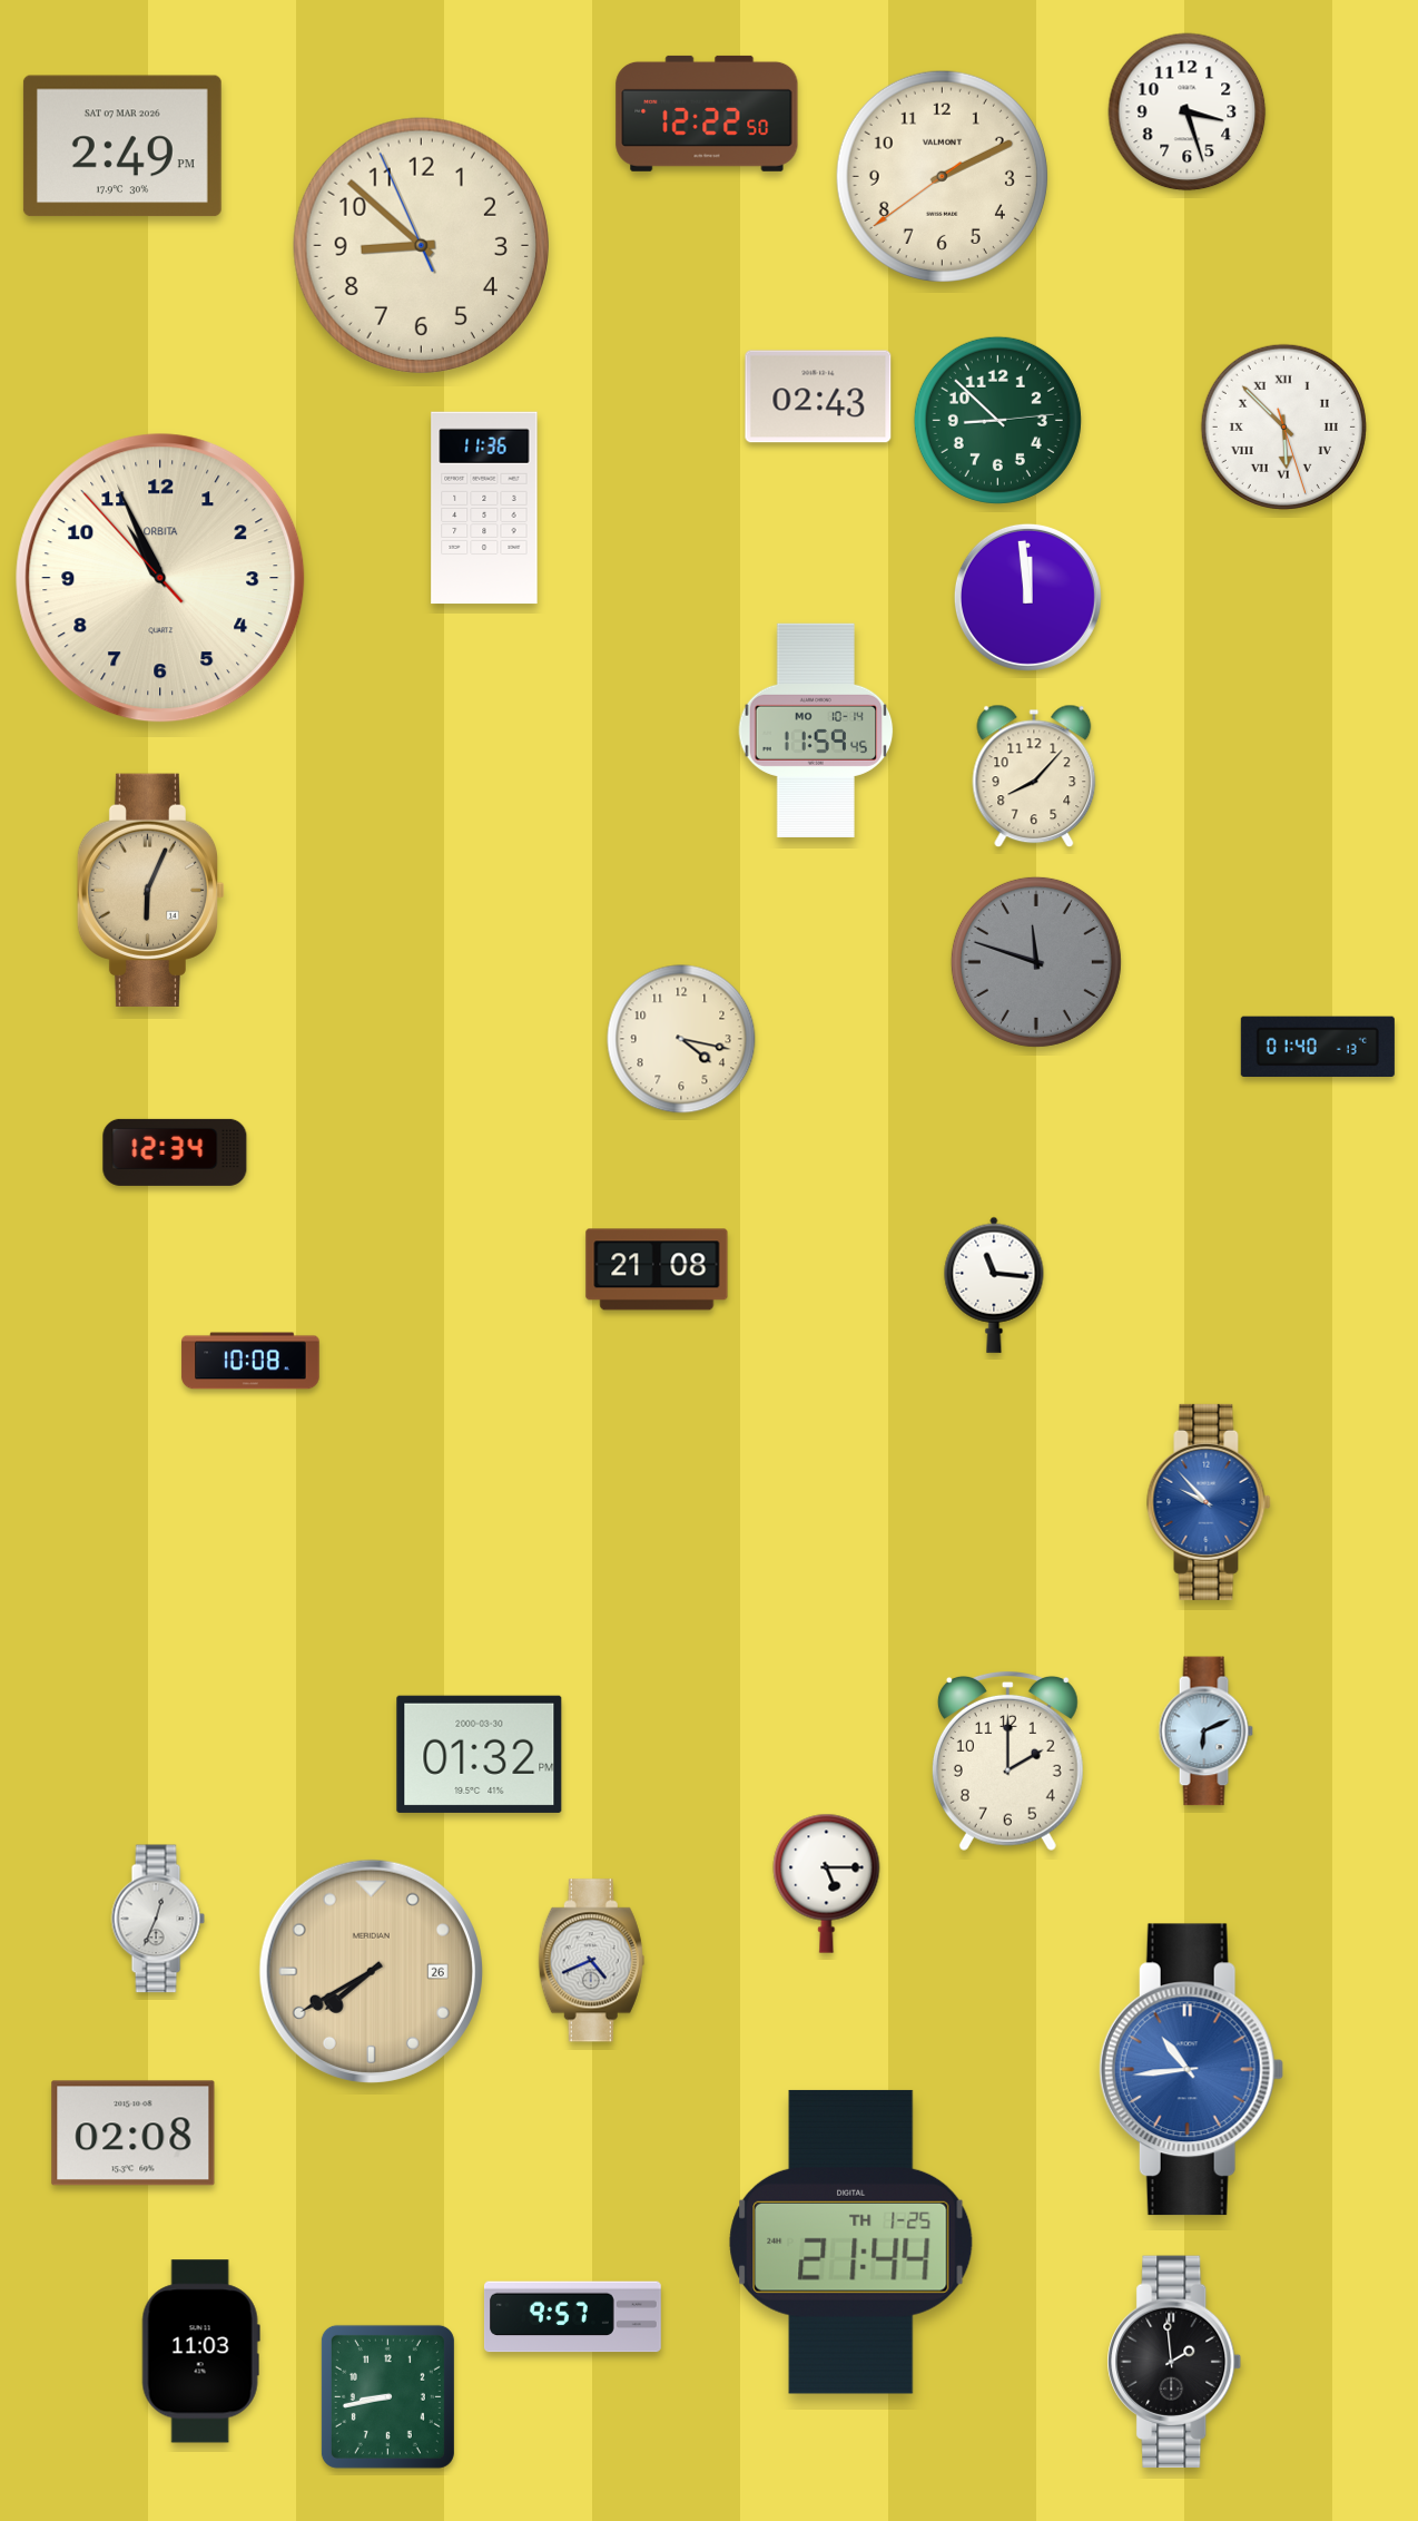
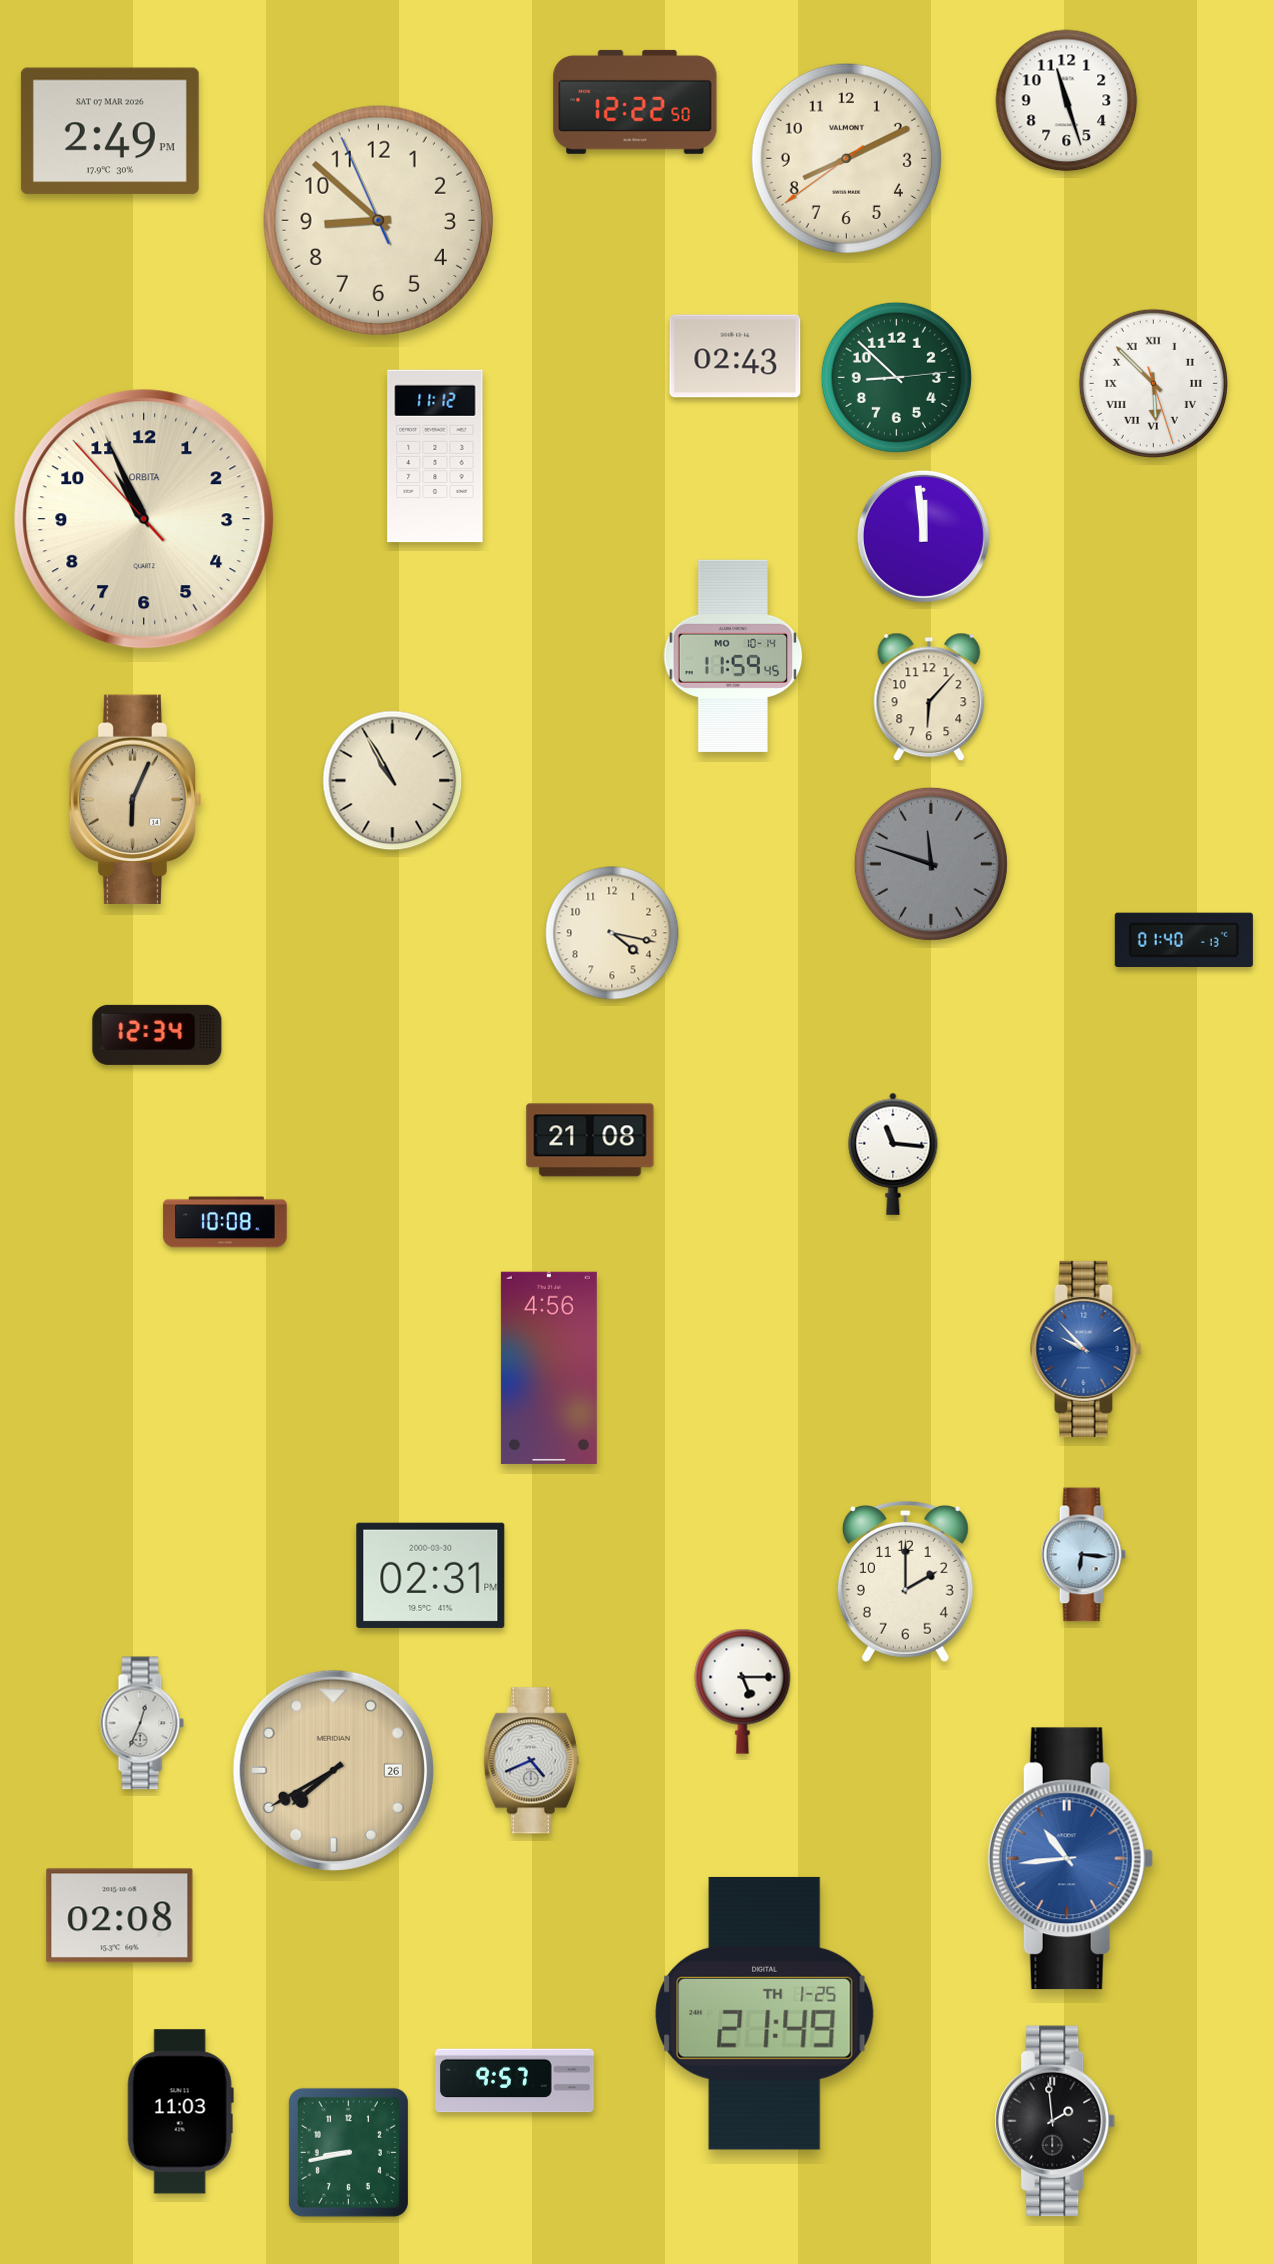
clock at (1188, 112): 3:27 -> 11:27
clock at (942, 176): 2:10 -> 8:10
clock at (484, 508): 11:36 -> 11:12
clock at (1034, 776): 8:07 -> 6:07
clock at (393, 781): none -> 10:55
clock at (549, 1368): none -> 4:56
clock at (1205, 1732): 6:11 -> 6:16
clock at (480, 1754): 01:32 -> 02:31
clock at (851, 2242): 21:44 -> 21:49
